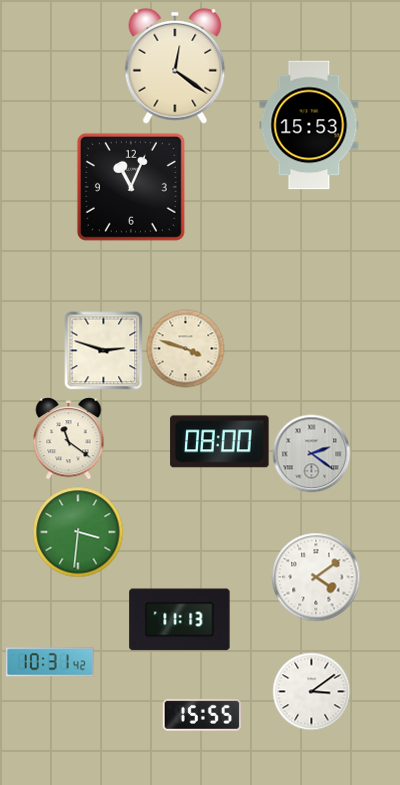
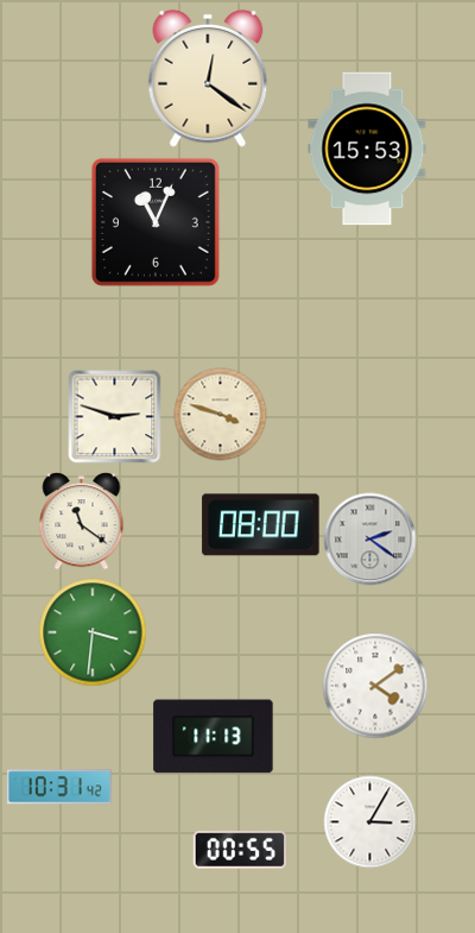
clock at (103, 350) position: (103, 350) -> (114, 416)
clock at (311, 691): 3:09 -> 3:05
clock at (201, 715): 15:55 -> 00:55
